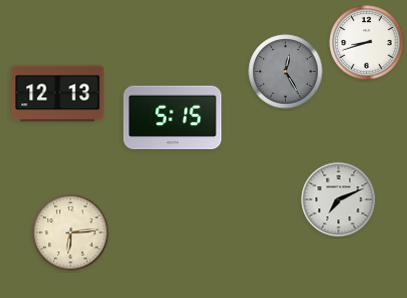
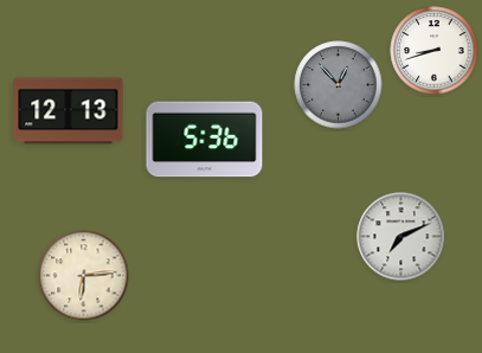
clock at (286, 72): 12:25 -> 12:53
clock at (173, 118): 5:15 -> 5:36
